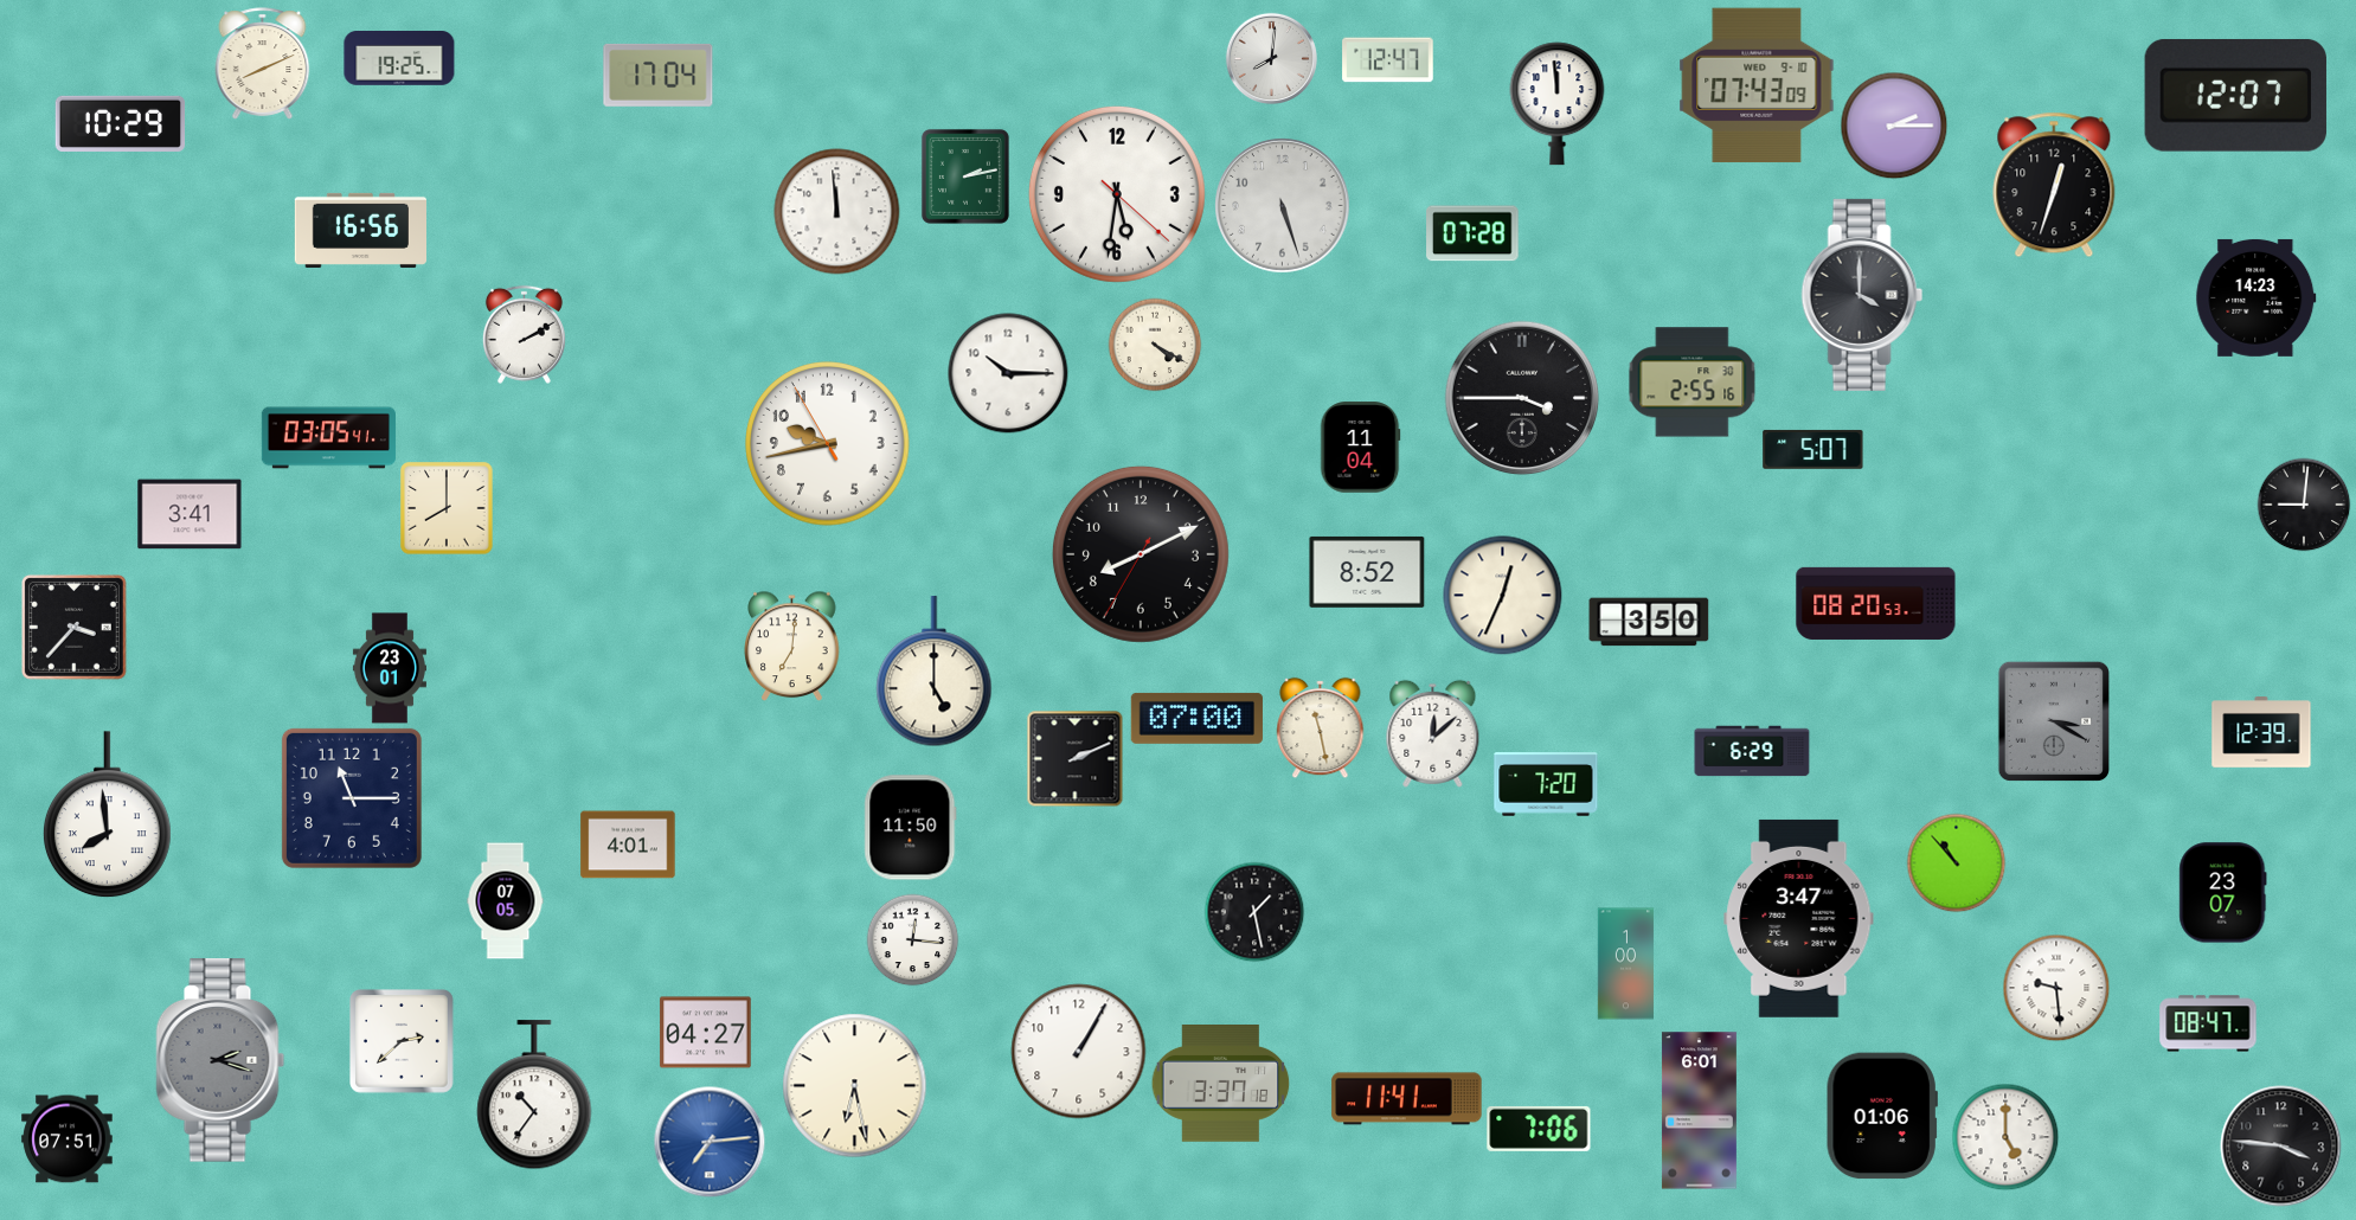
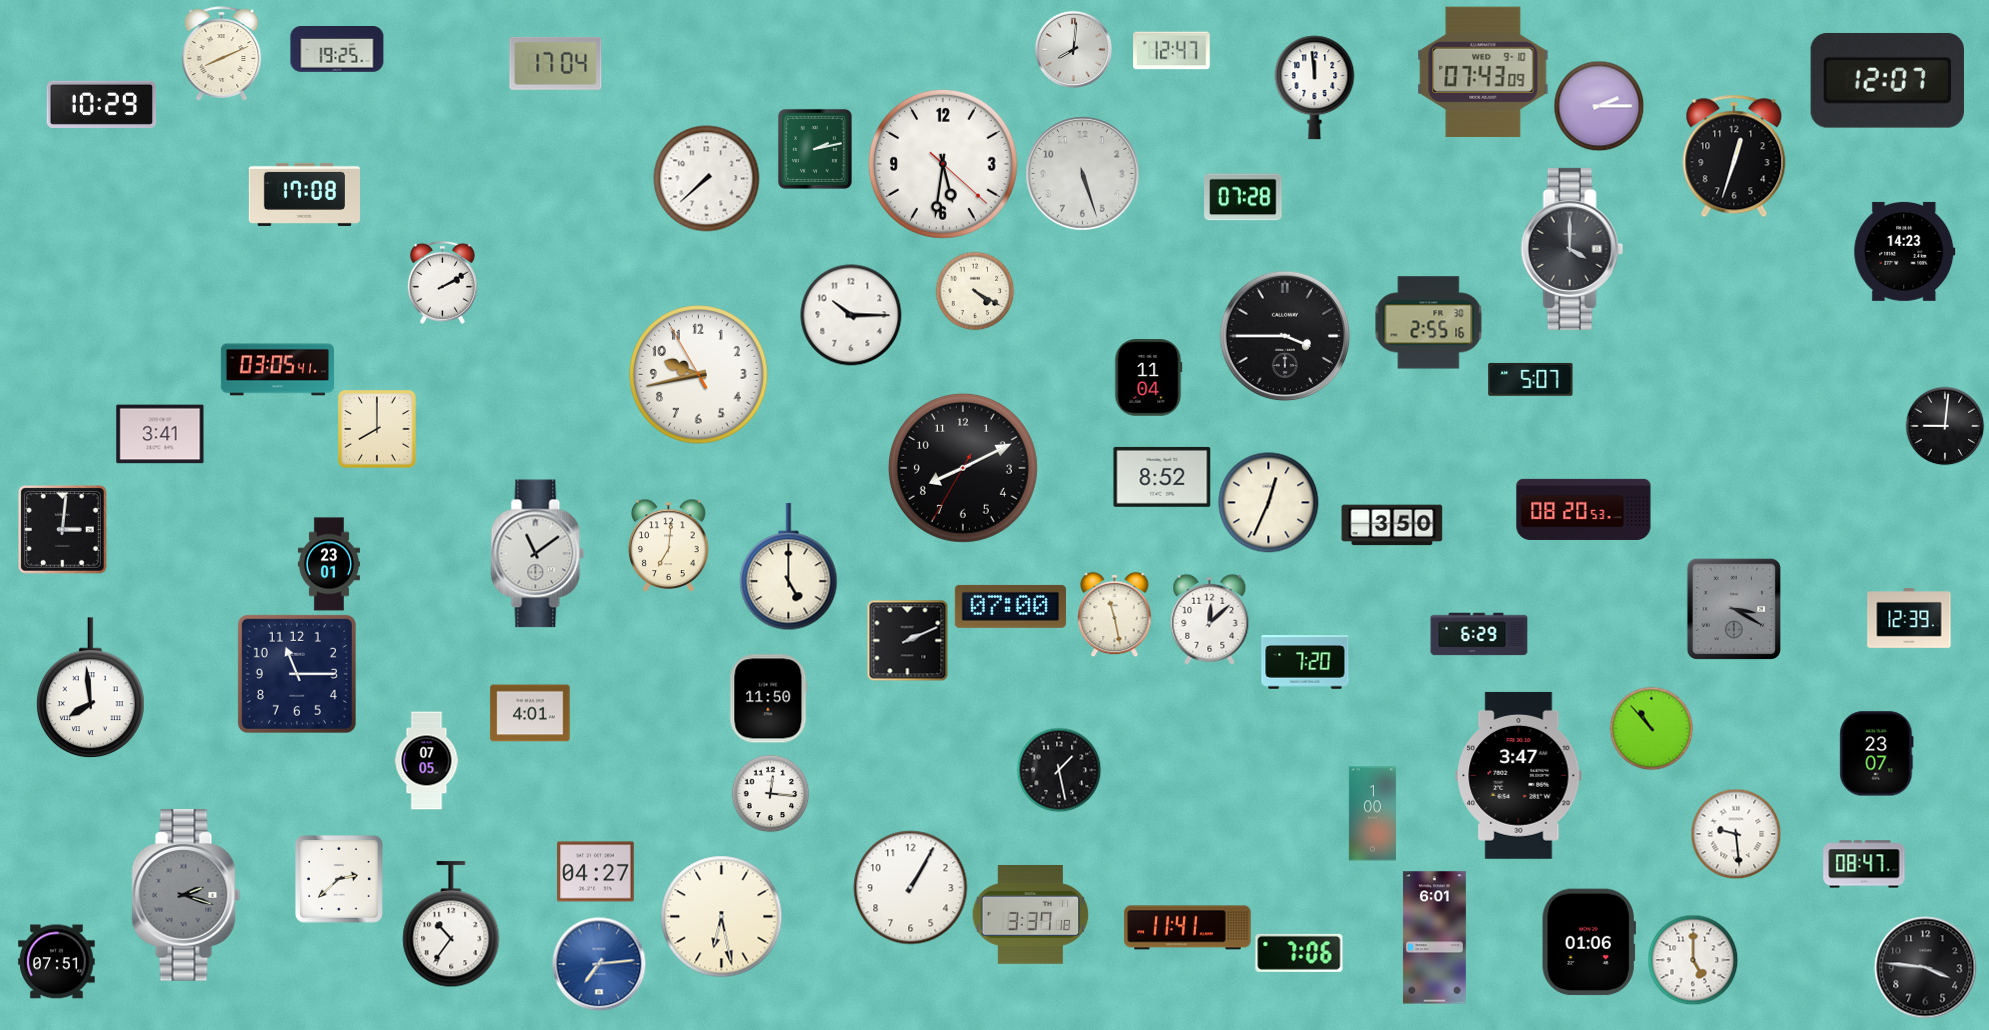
clock at (837, 212): 11:59 -> 7:38
clock at (360, 230): 16:56 -> 17:08
clock at (1367, 572) position: (1367, 572) -> (1162, 477)
clock at (73, 627): 3:37 -> 3:01
clock at (538, 554): none -> 11:09
